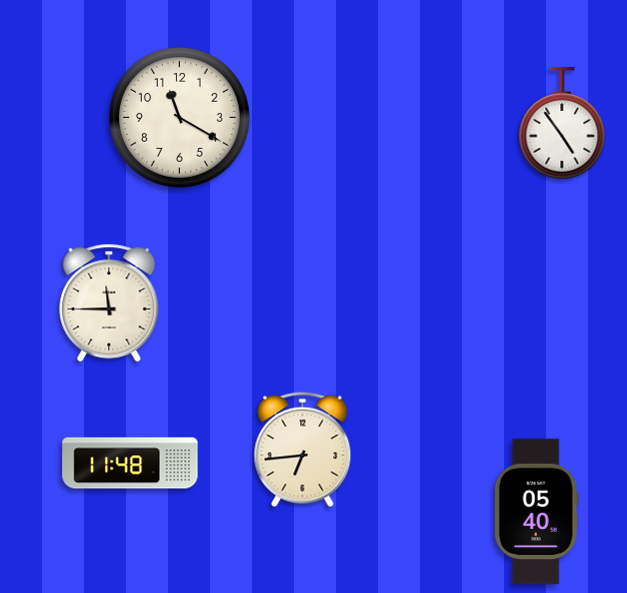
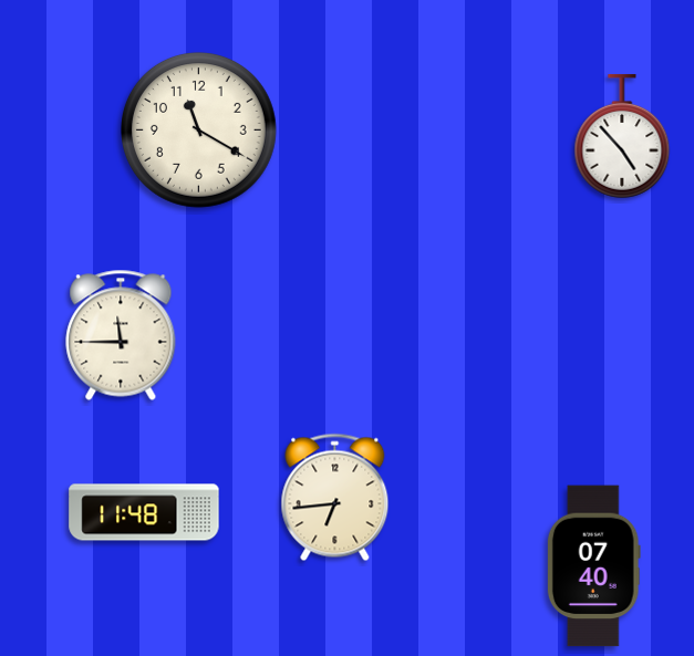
clock at (562, 123): 4:54 -> 4:53
clock at (536, 512): 05:40 -> 07:40
